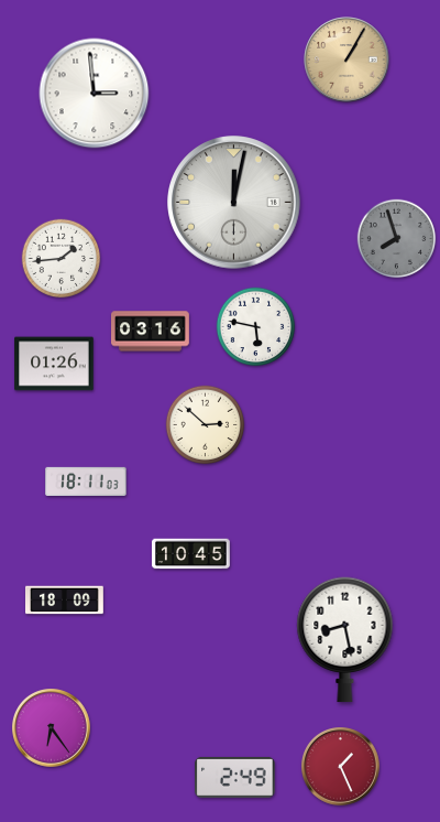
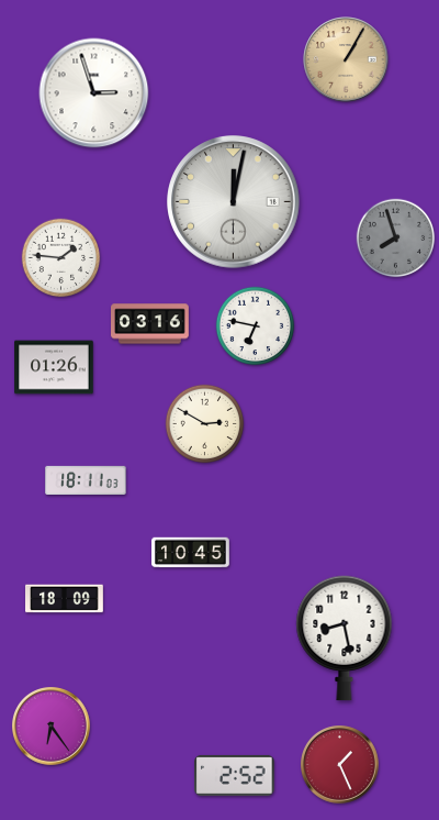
clock at (95, 94): 2:59 -> 2:57
clock at (62, 259): 1:44 -> 1:46
clock at (256, 327): 5:47 -> 6:47
clock at (151, 332) position: (151, 332) -> (150, 324)
clock at (54, 364) position: (54, 364) -> (54, 367)
clock at (206, 425): 2:52 -> 2:50
clock at (235, 777): 2:49 -> 2:52
